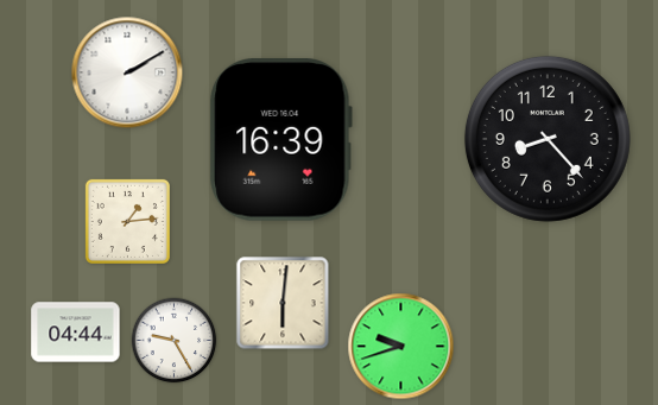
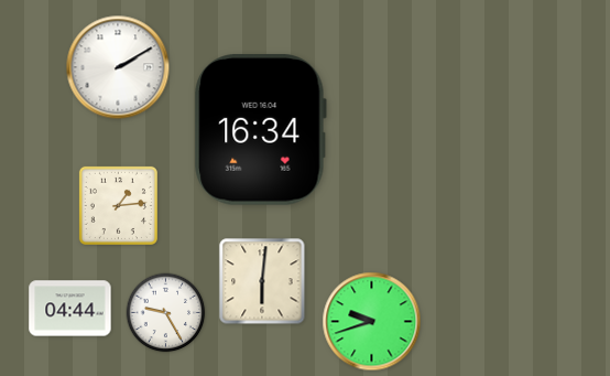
clock at (548, 139): 8:23 -> none
clock at (280, 140): 16:39 -> 16:34
clock at (175, 341) position: (175, 341) -> (166, 313)
